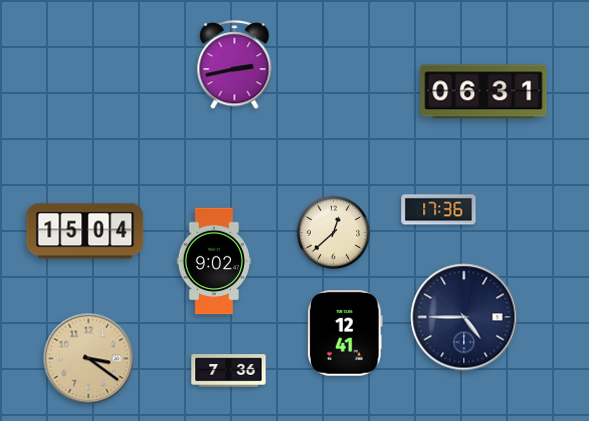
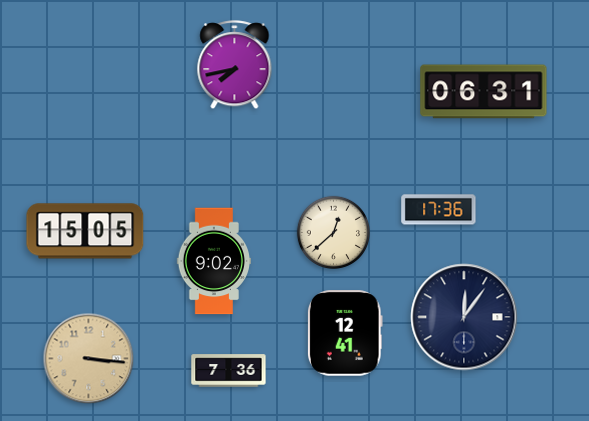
clock at (235, 65): 2:43 -> 7:43
clock at (85, 231): 15:04 -> 15:05
clock at (464, 317): 4:45 -> 12:06
clock at (89, 359): 3:21 -> 3:16
